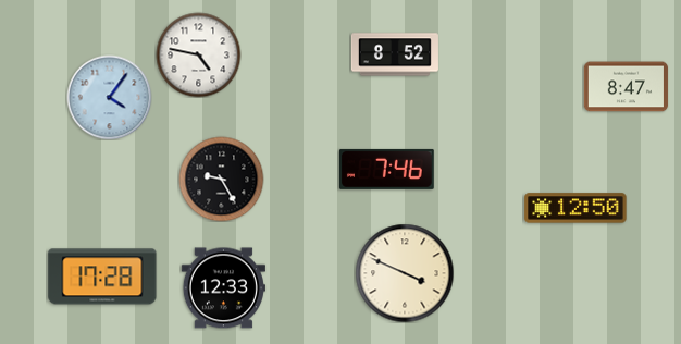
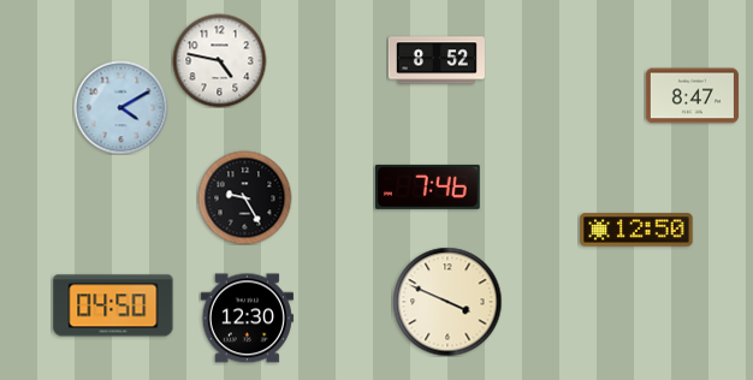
clock at (109, 97): 4:06 -> 4:10
clock at (102, 277): 17:28 -> 04:50
clock at (223, 288): 12:33 -> 12:30
